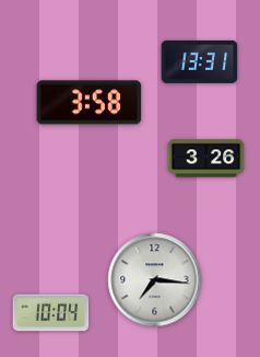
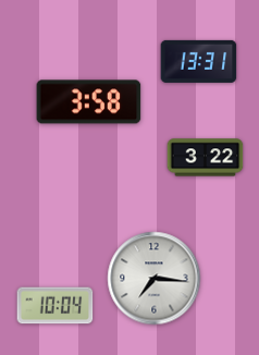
clock at (206, 159): 3:26 -> 3:22
clock at (51, 313) position: (51, 313) -> (55, 306)
